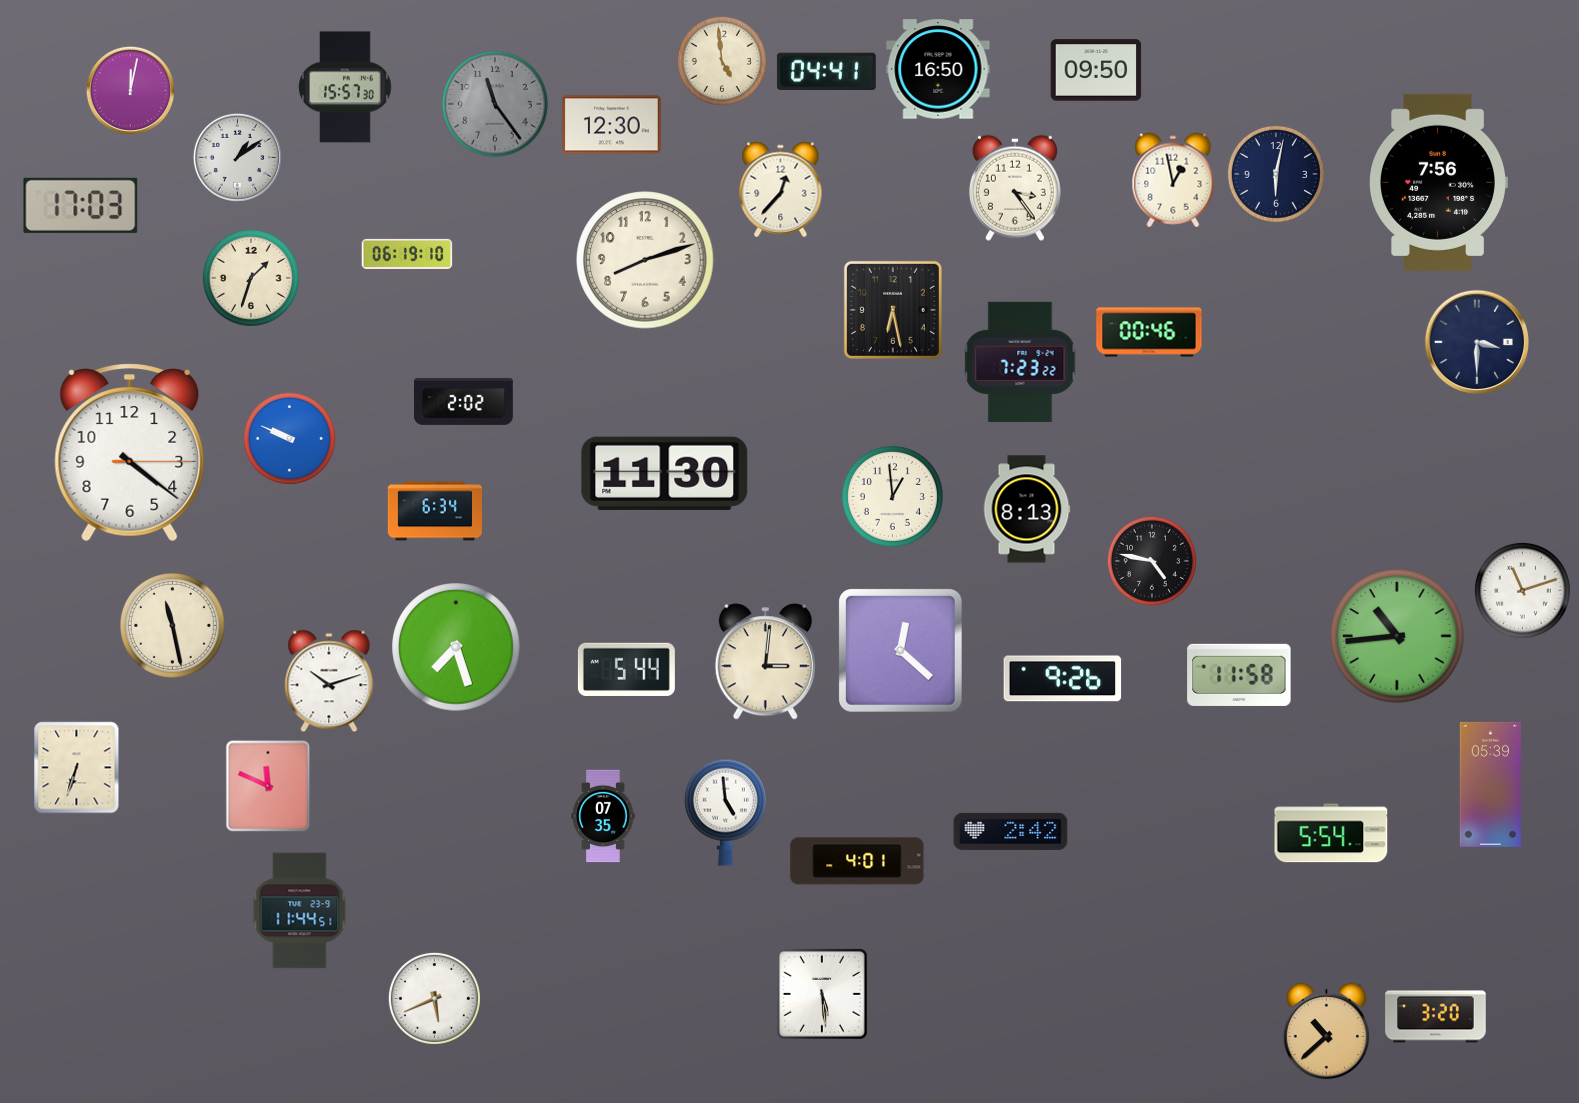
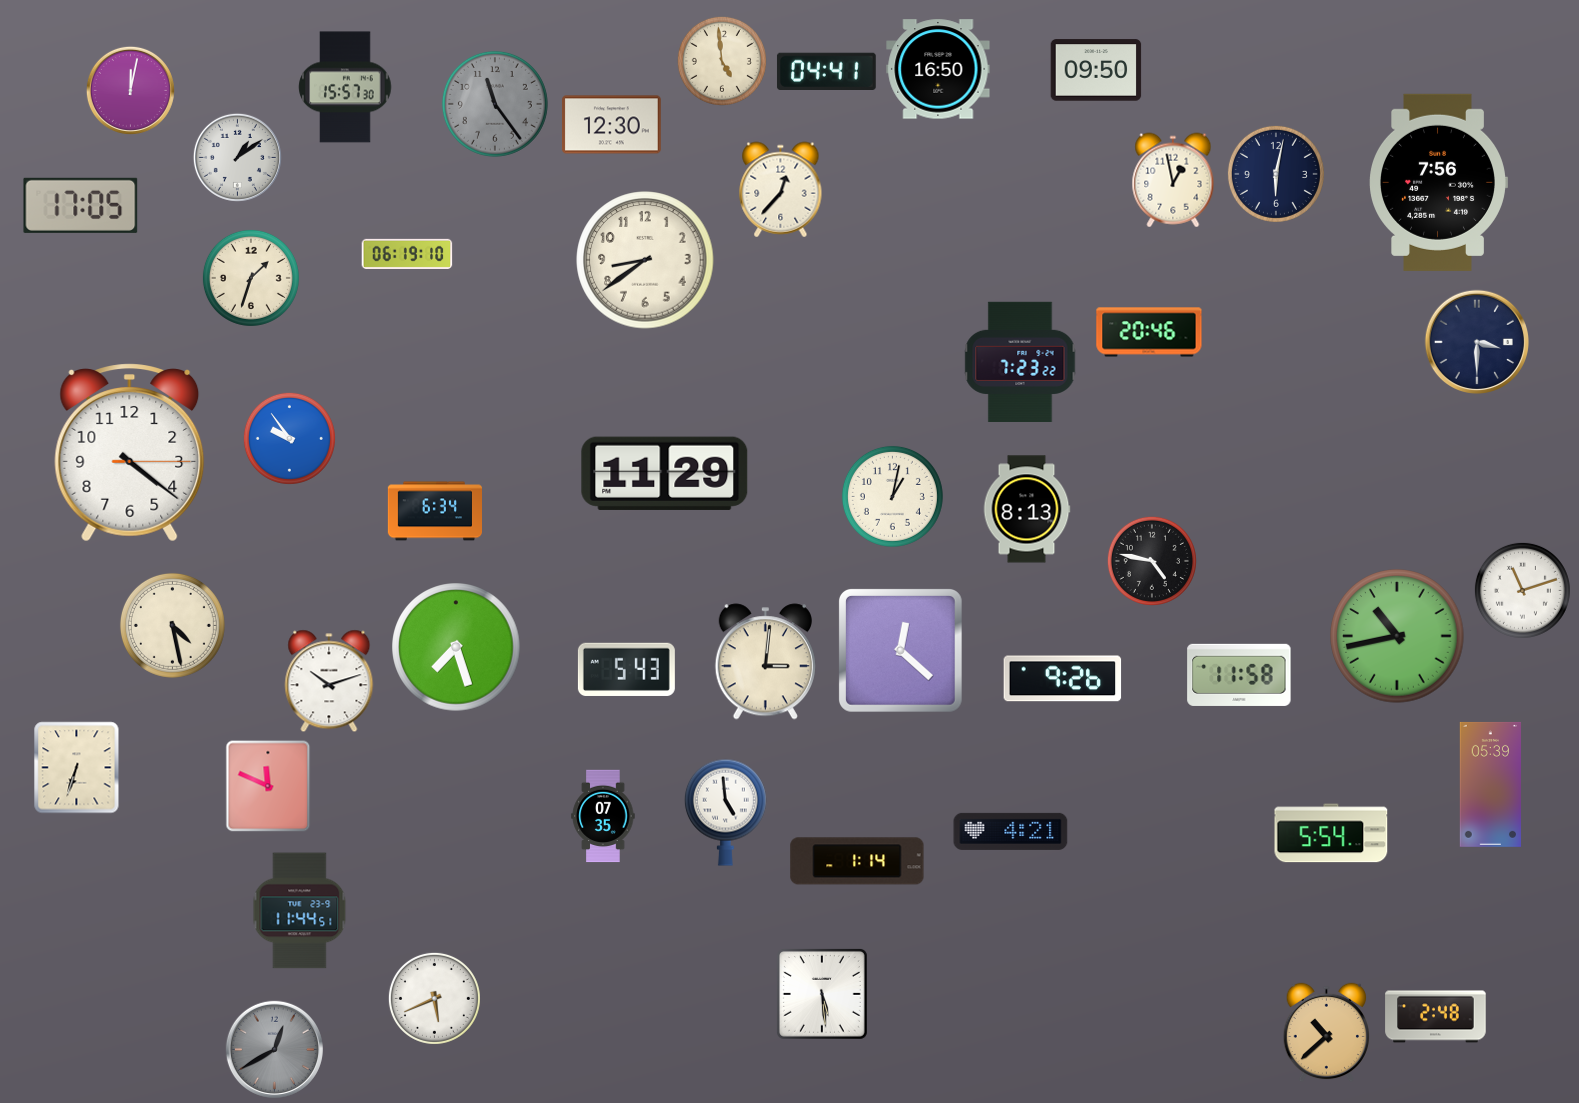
clock at (1015, 188): 3:24 -> none
clock at (81, 205): 17:03 -> 17:05
clock at (645, 260): 8:12 -> 8:39
clock at (893, 310): 6:28 -> none
clock at (1149, 332): 00:46 -> 20:46
clock at (464, 401): 2:02 -> none
clock at (289, 438): 9:49 -> 9:54
clock at (665, 473): 11:30 -> 11:29
clock at (892, 496): 12:59 -> 1:02
clock at (172, 625): 11:28 -> 4:28
clock at (1397, 636): 10:44 -> 10:43
clock at (626, 669): 5:44 -> 5:43
clock at (1011, 831): 2:42 -> 4:21
clock at (857, 861): 4:01 -> 1:14
clock at (1436, 1017): 3:20 -> 2:48
clock at (274, 1049): none -> 12:40
